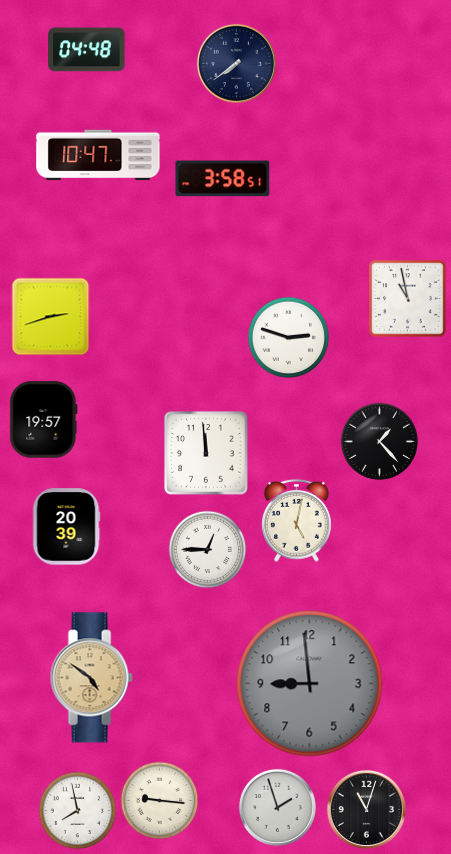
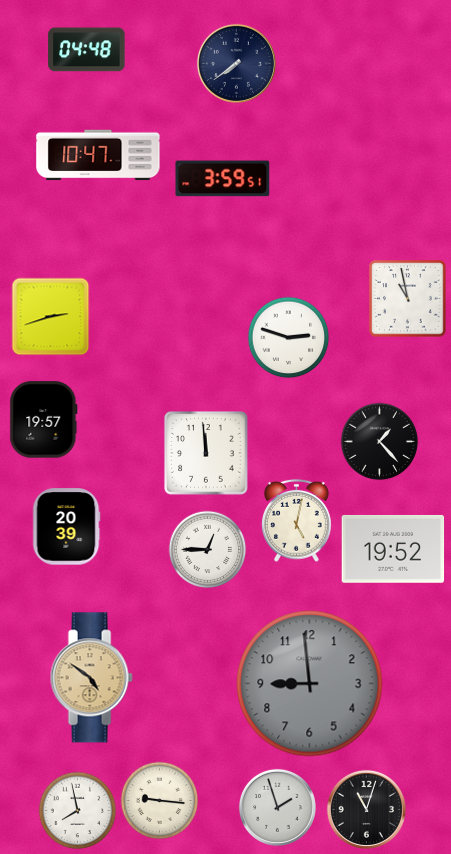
clock at (223, 179): 3:58 -> 3:59
clock at (393, 549): none -> 19:52
